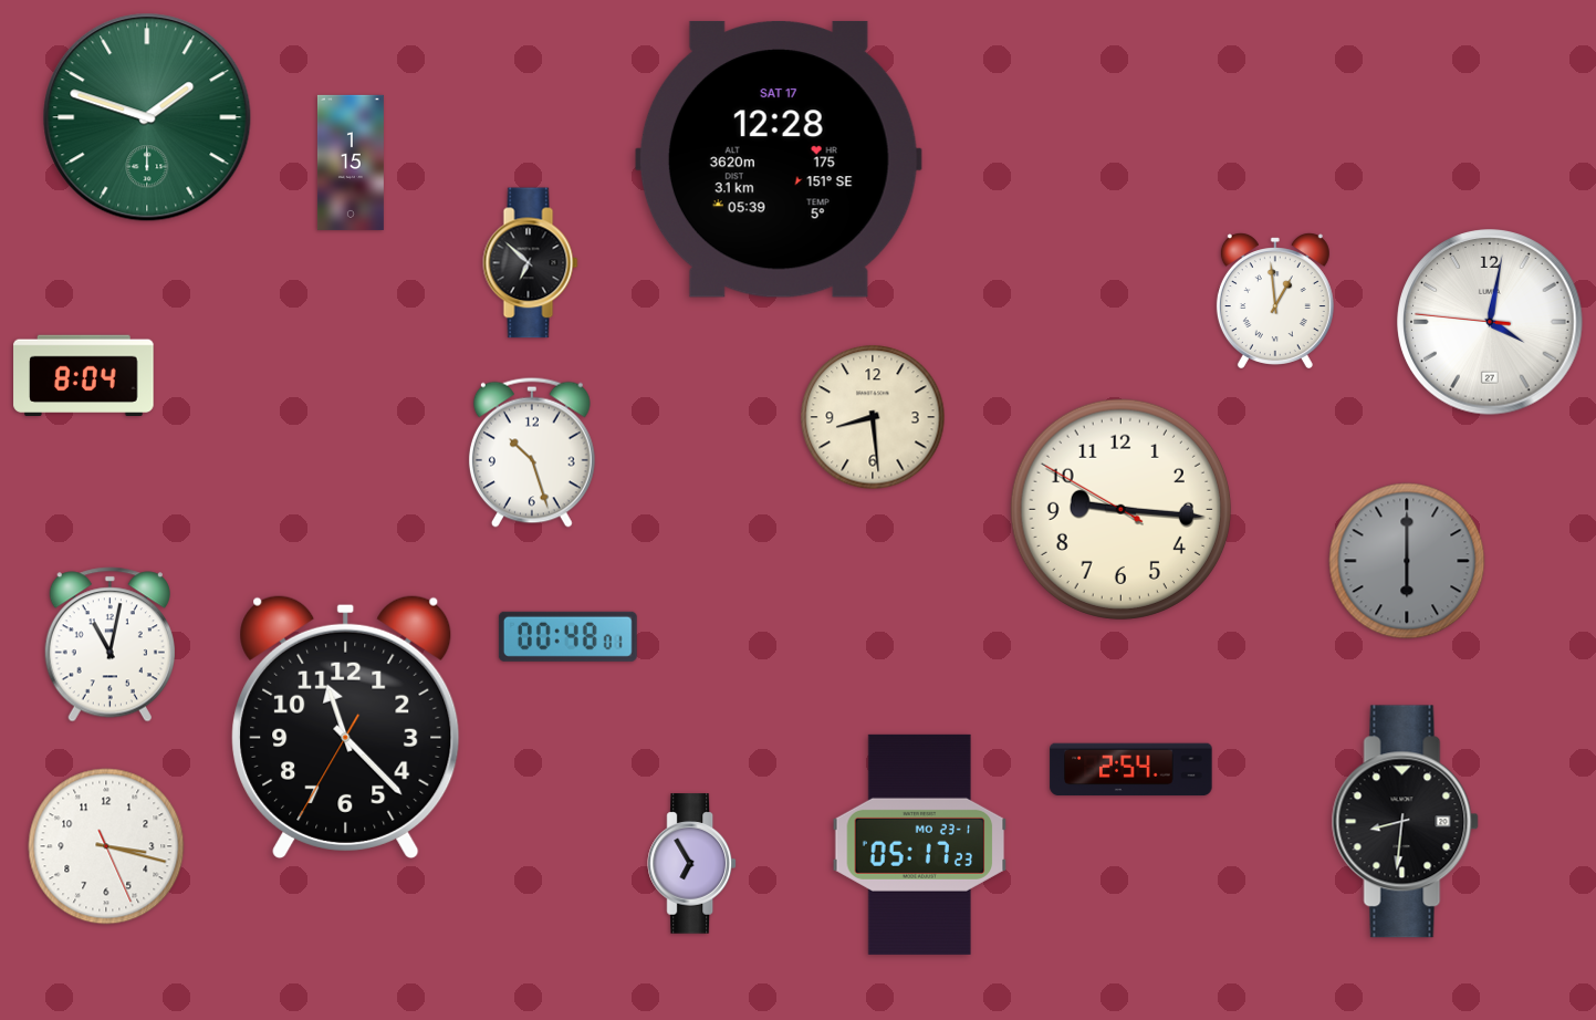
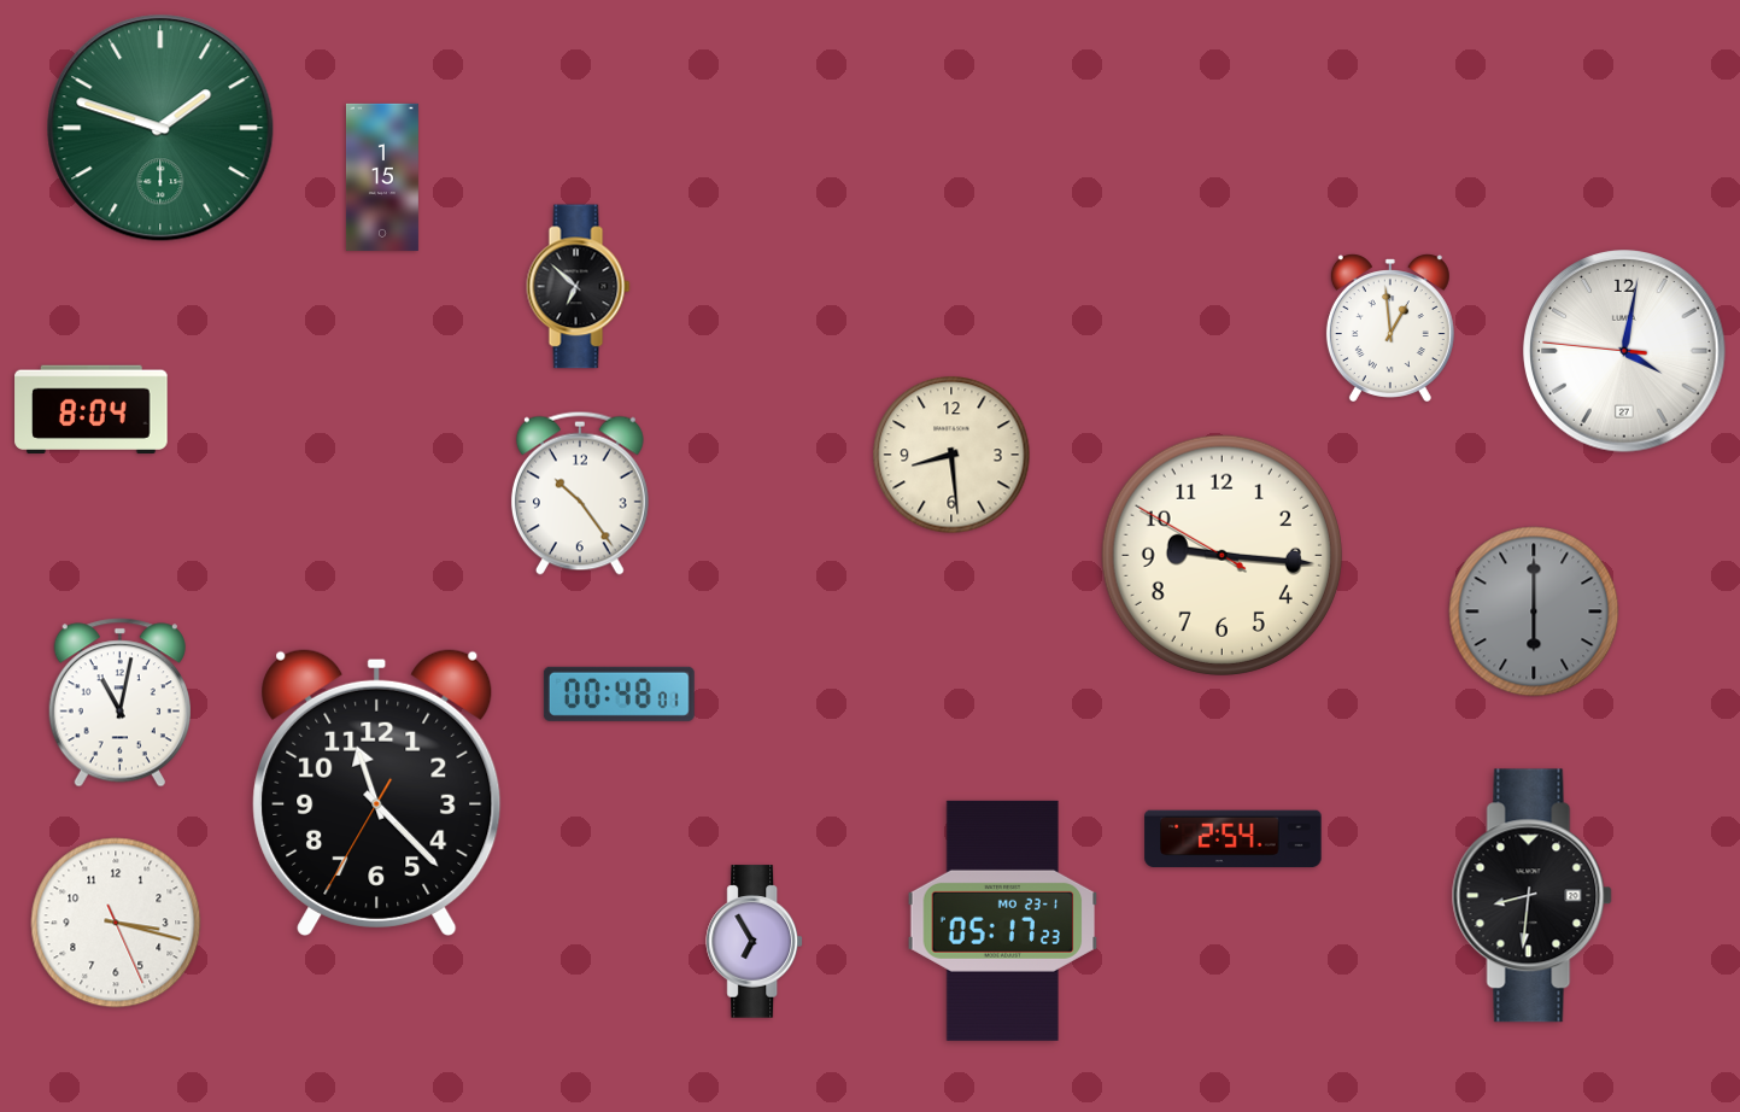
clock at (779, 159): 12:28 -> none
clock at (532, 452): 10:27 -> 10:24
